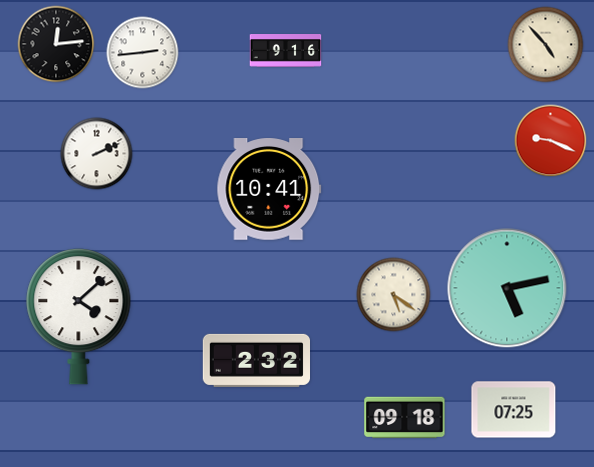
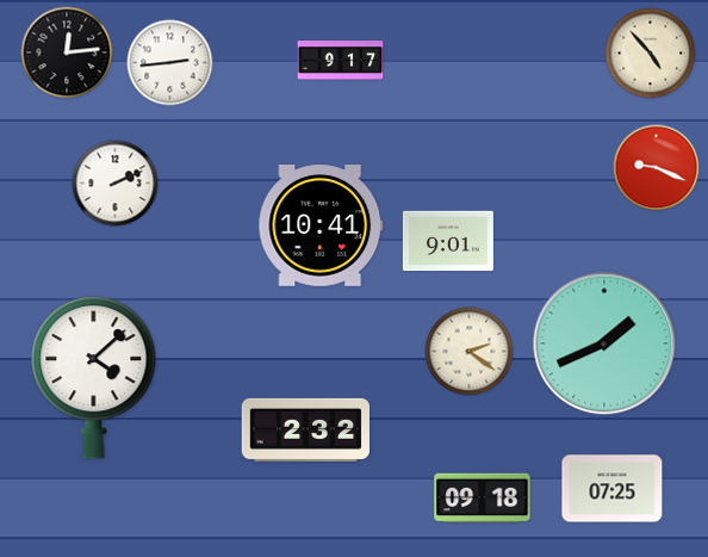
clock at (286, 51): 9:16 -> 9:17
clock at (448, 241): none -> 9:01
clock at (507, 288): 5:13 -> 1:41
clock at (394, 295): 5:21 -> 2:21
